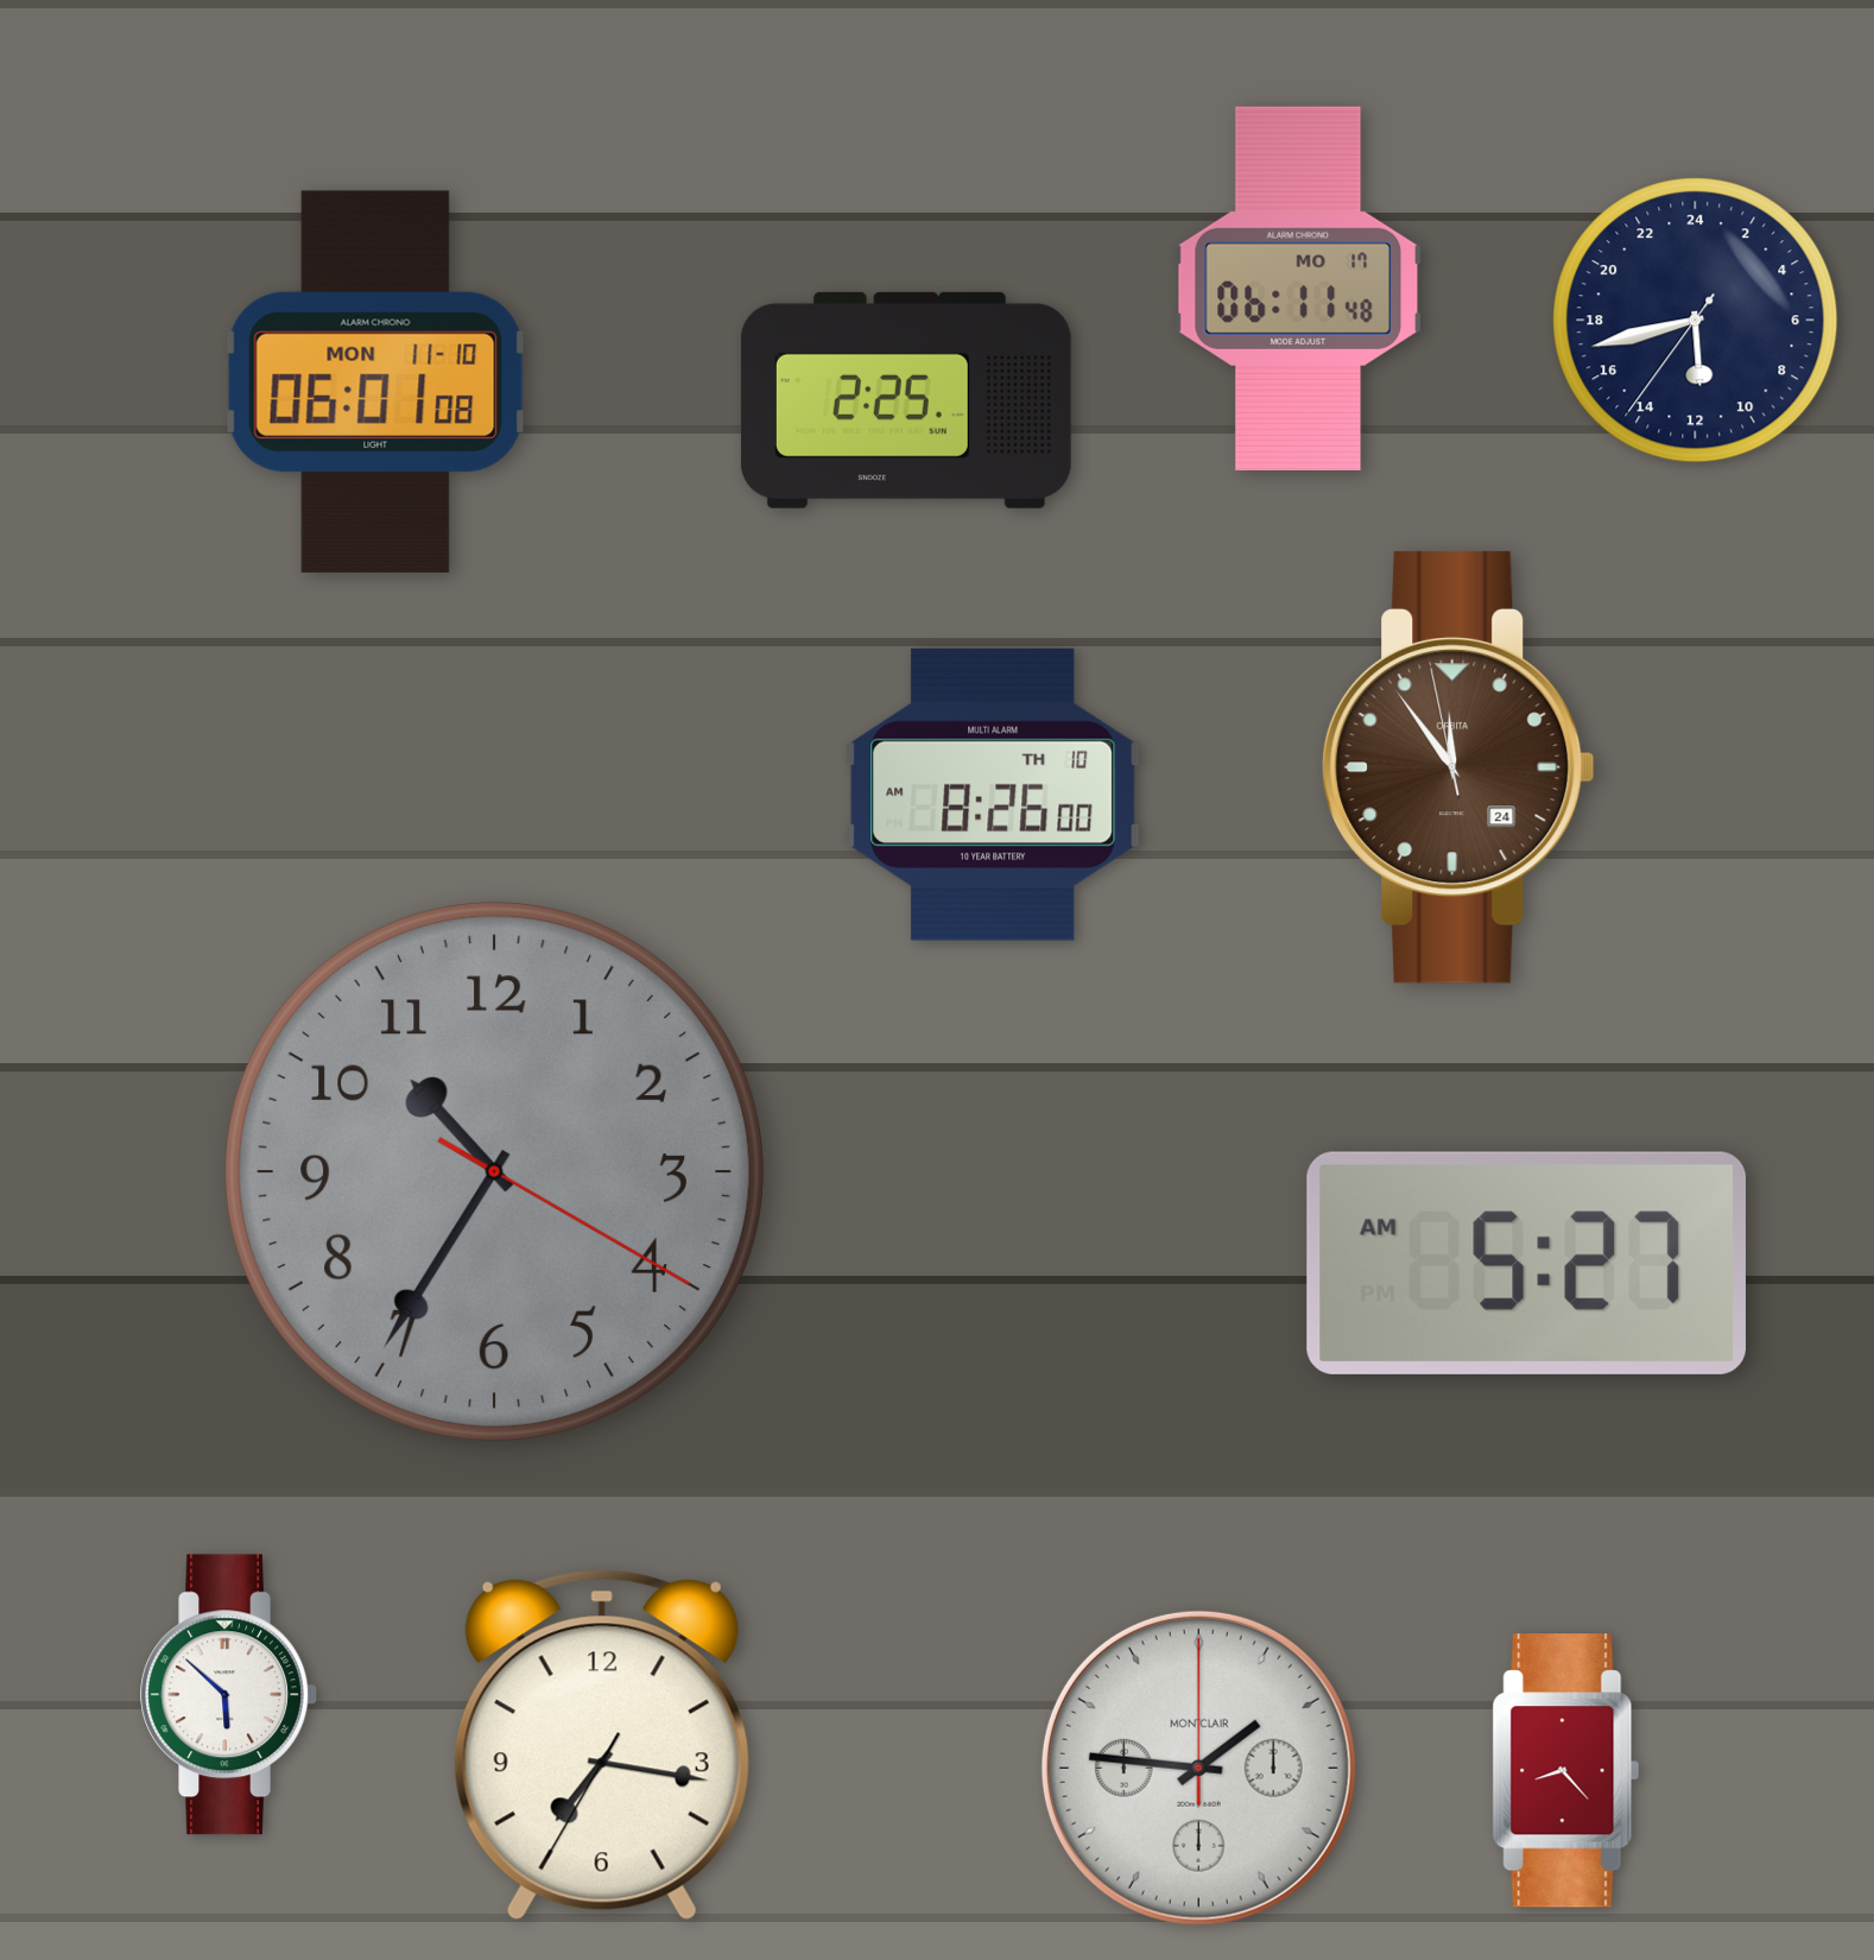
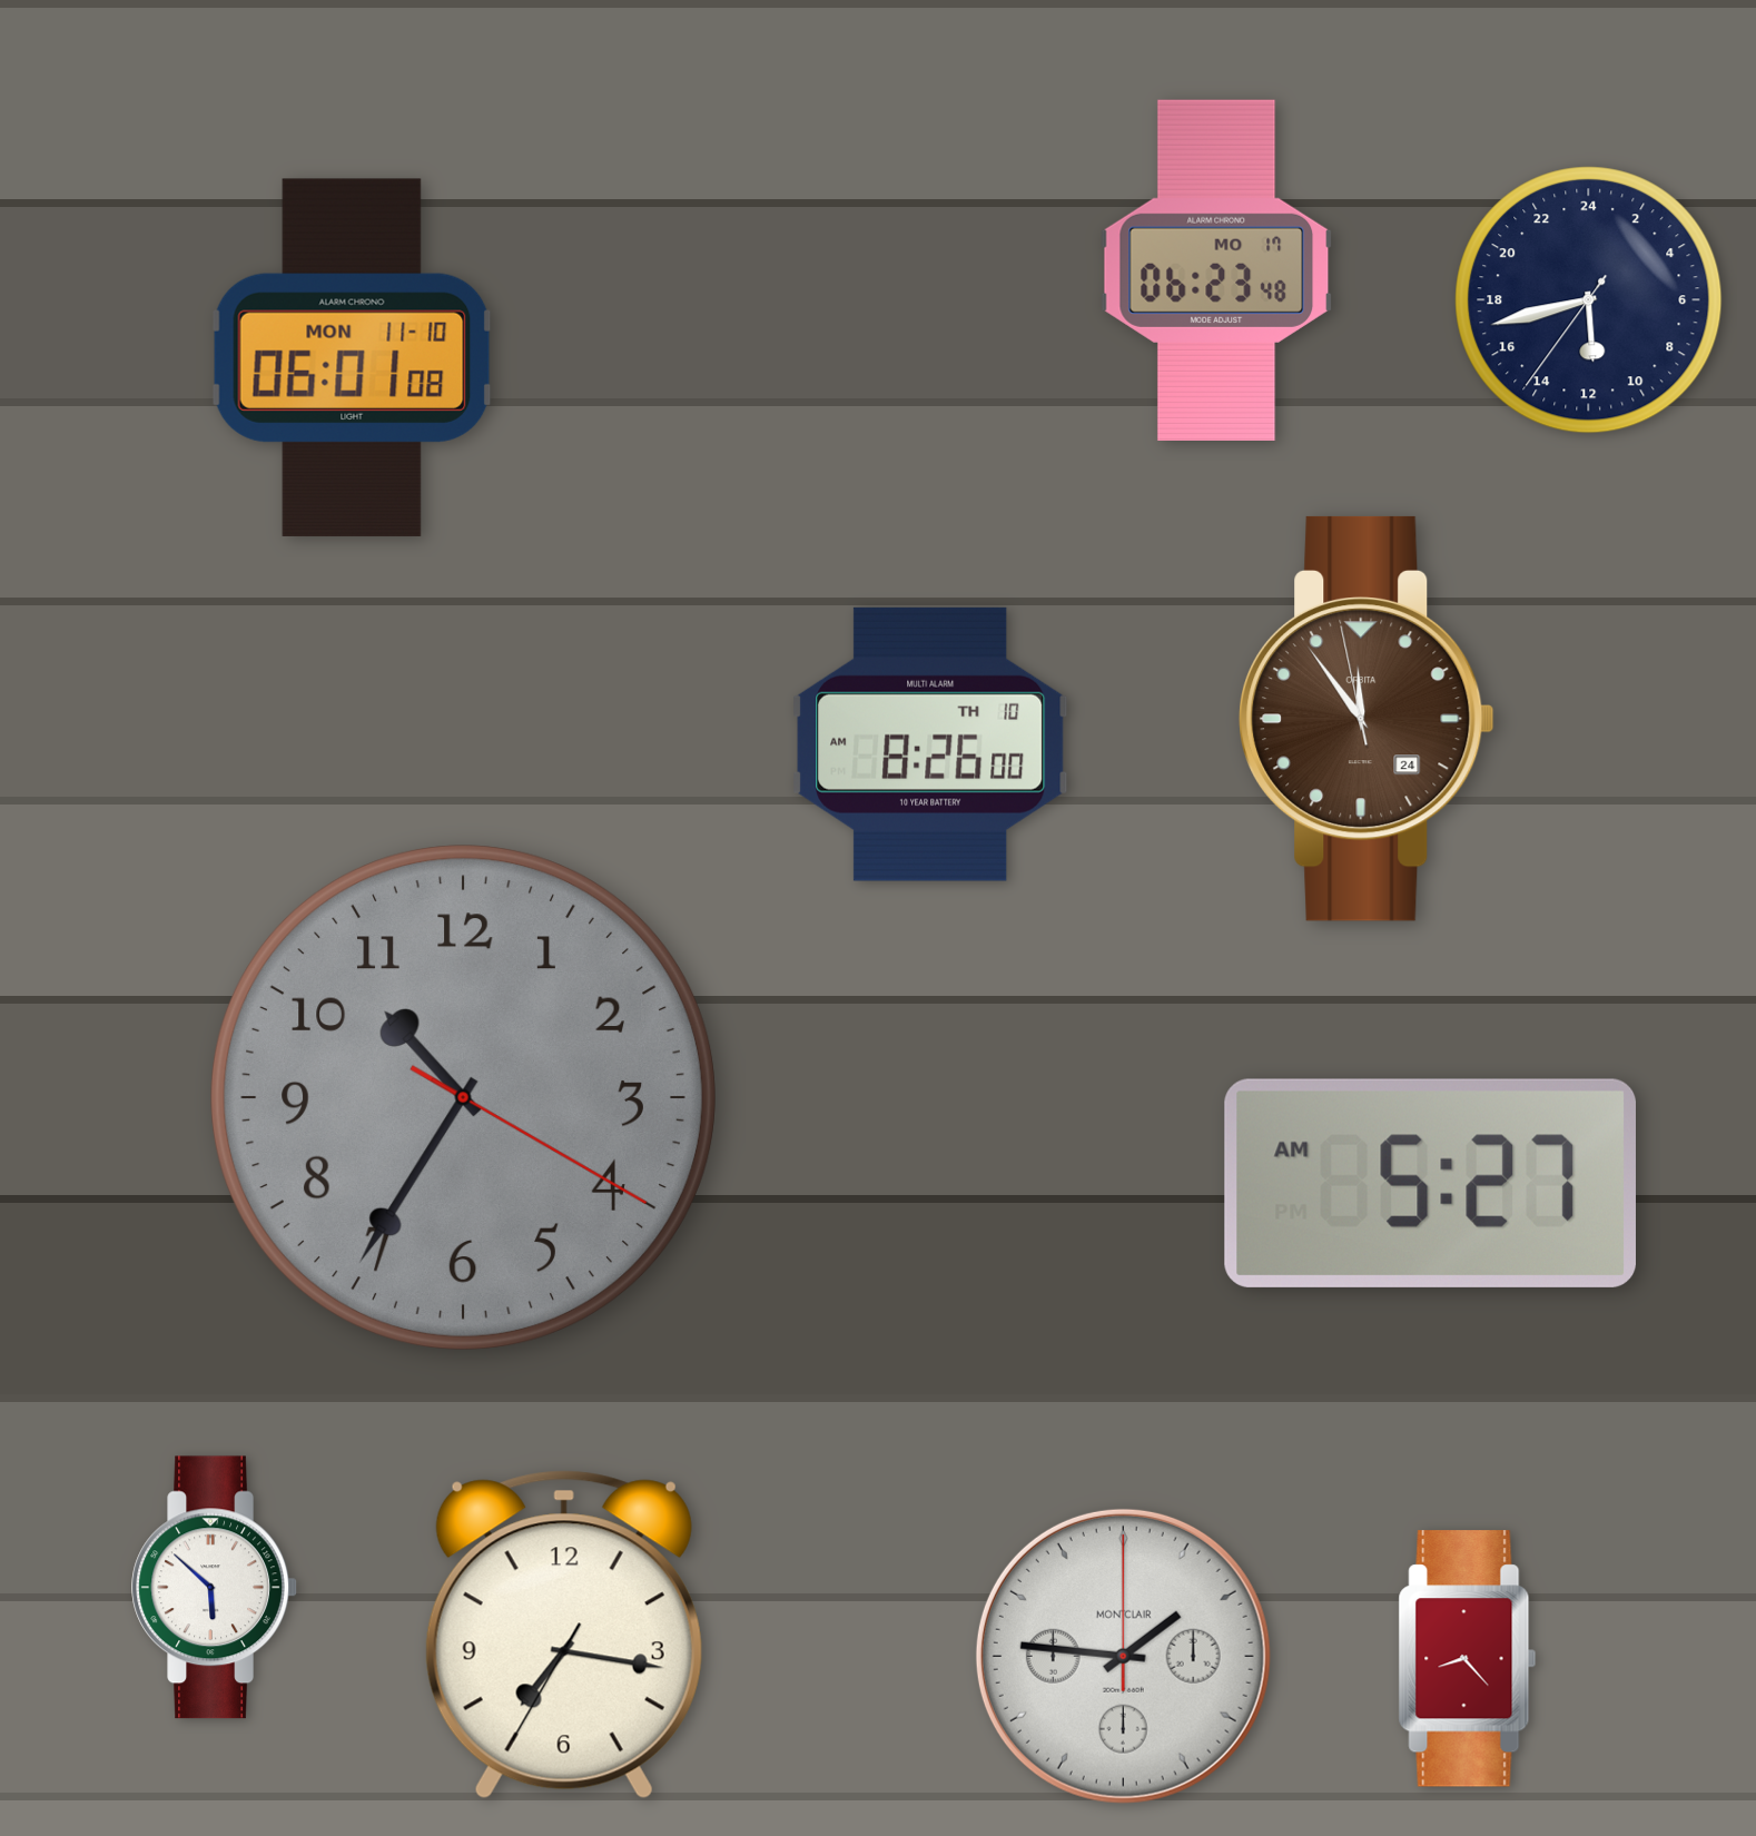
clock at (1298, 289): 06:11 -> 06:23
clock at (906, 400): 2:25 -> none
